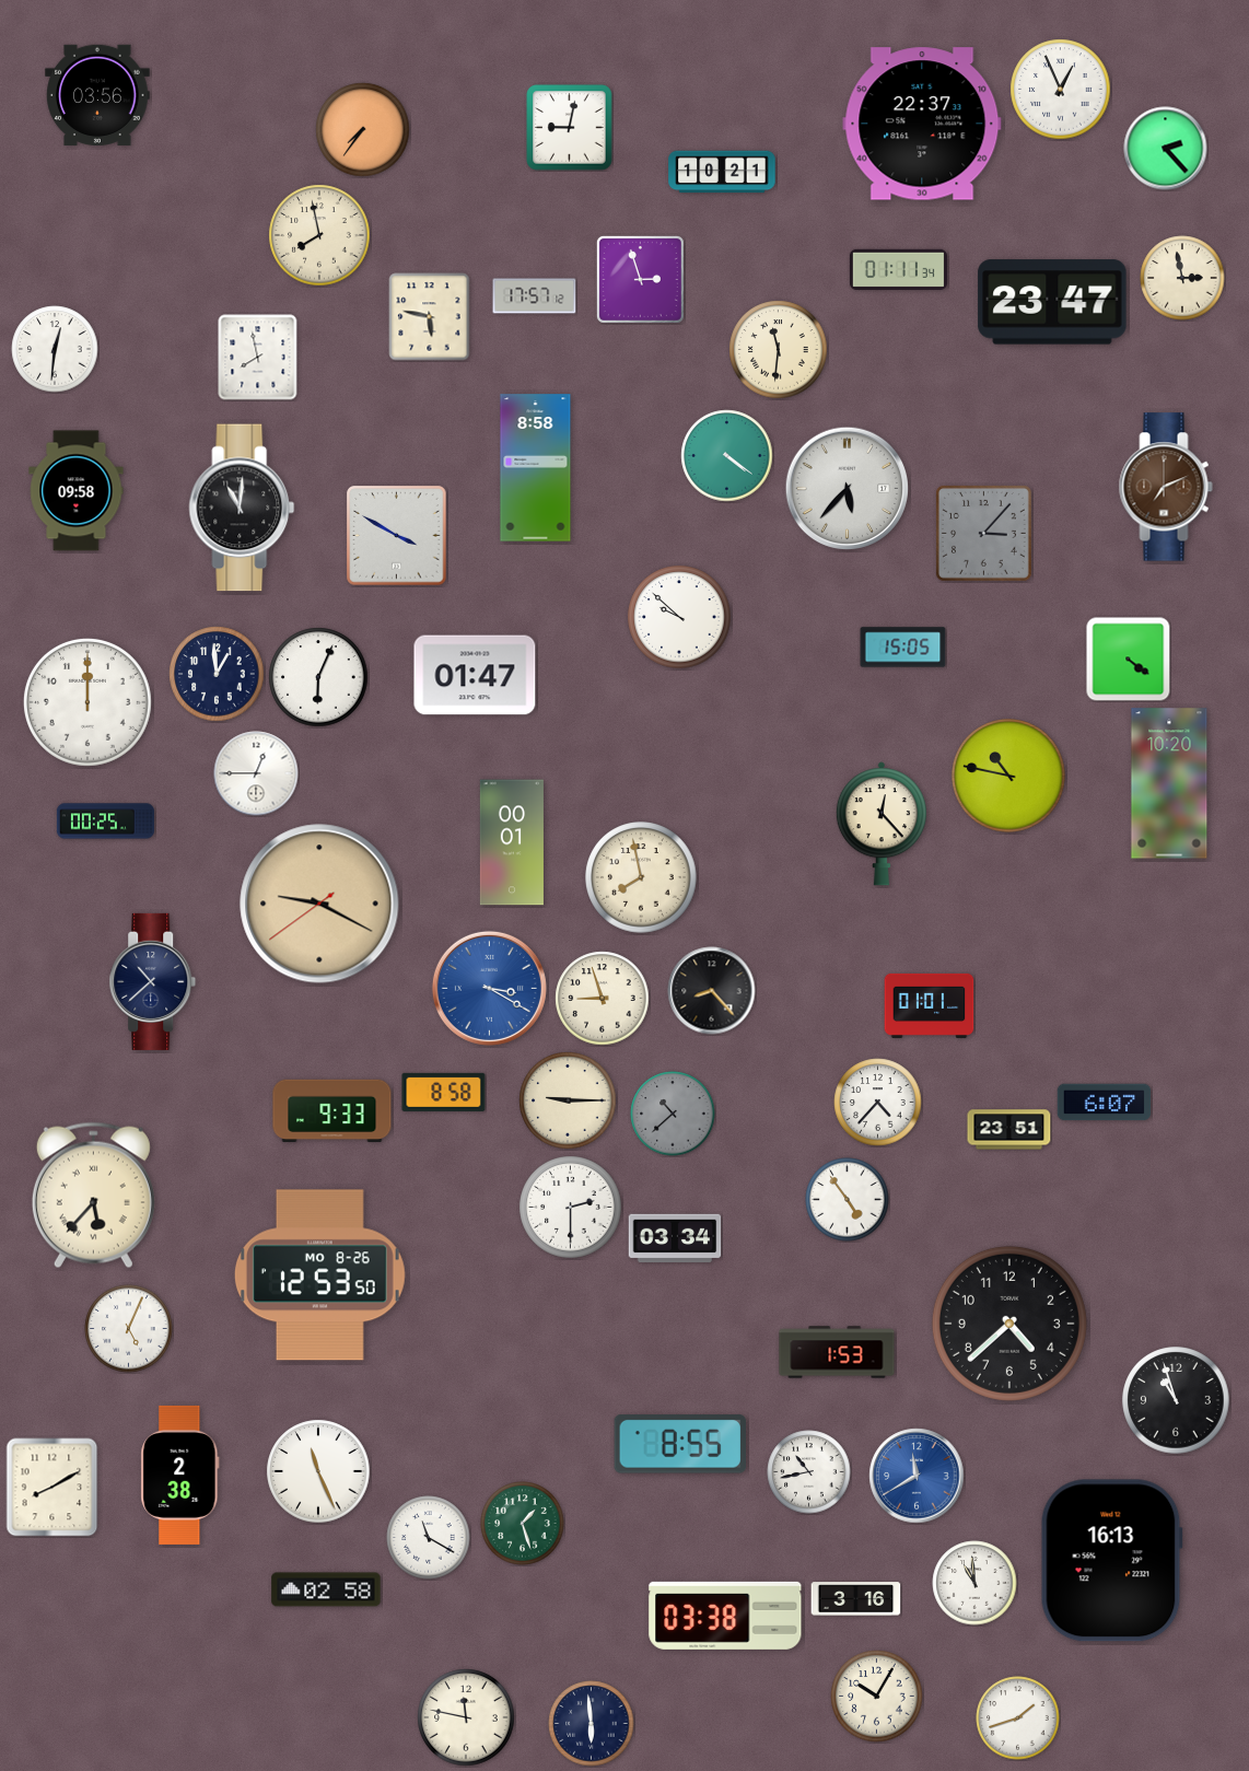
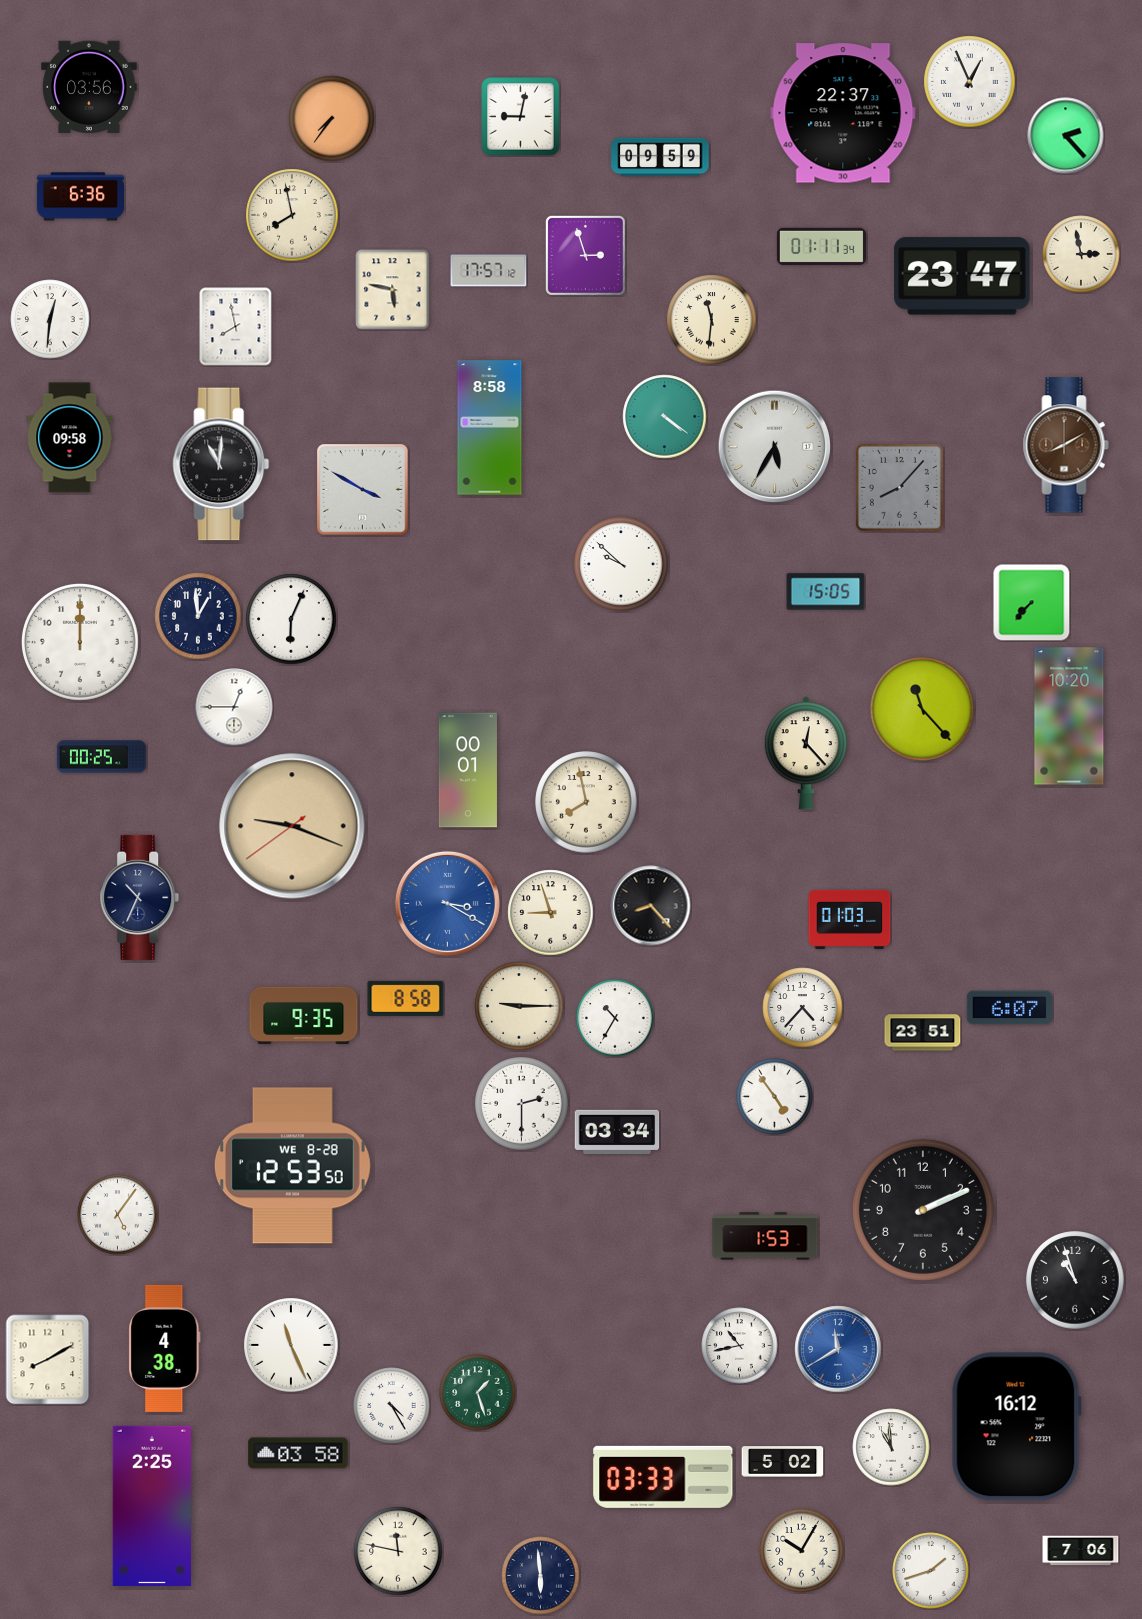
clock at (722, 172): 10:21 -> 09:59
clock at (80, 197): none -> 6:36
clock at (1166, 487): 7:11 -> 8:10
clock at (847, 488): 5:37 -> 5:35
clock at (77, 491) position: (77, 491) -> (70, 438)
clock at (983, 533): 3:07 -> 8:07
clock at (1129, 660): 4:21 -> 7:37
clock at (475, 675): 01:47 -> none
clock at (1008, 776): 10:47 -> 11:23
clock at (105, 822) position: (105, 822) -> (101, 757)
clock at (319, 904): 9:19 -> 9:18
clock at (153, 981): 10:38 -> 10:34
clock at (930, 1005): 01:01 -> 01:03
clock at (332, 1111): 9:33 -> 9:35
clock at (673, 1114): 10:38 -> 10:35
clock at (673, 1114) dial: grey -> white
clock at (93, 1196): 5:37 -> none
clock at (319, 1275) date: MO 8-26 -> WE 8-28
clock at (1009, 1324): 4:38 -> 2:11
clock at (129, 1329): 5:04 -> 5:06
clock at (680, 1444): 8:55 -> none
clock at (180, 1475): 2:38 -> 4:38
clock at (429, 1538): 11:20 -> 4:25
clock at (1111, 1561): 16:13 -> 16:12
clock at (326, 1589): 02:58 -> 03:58
clock at (856, 1599): 3:16 -> 5:02
clock at (725, 1616): 03:38 -> 03:33
clock at (151, 1506): none -> 2:25
clock at (1081, 1551): none -> 7:06
clock at (466, 1717) position: (466, 1717) -> (398, 1551)
